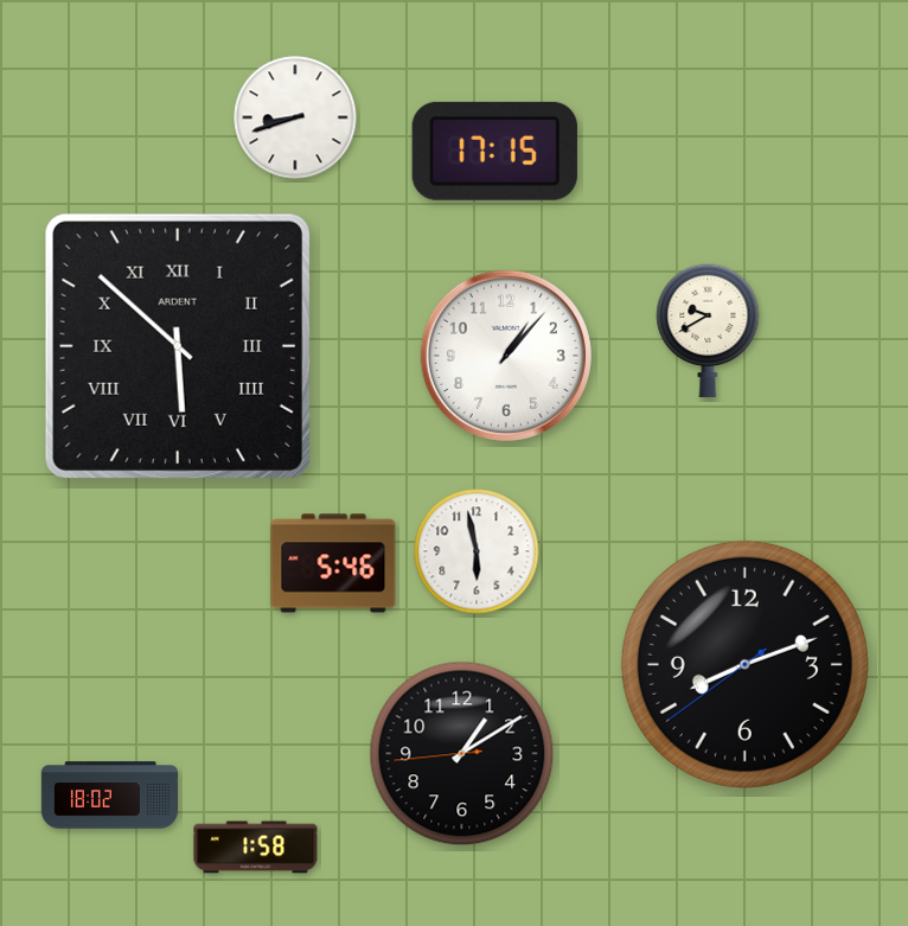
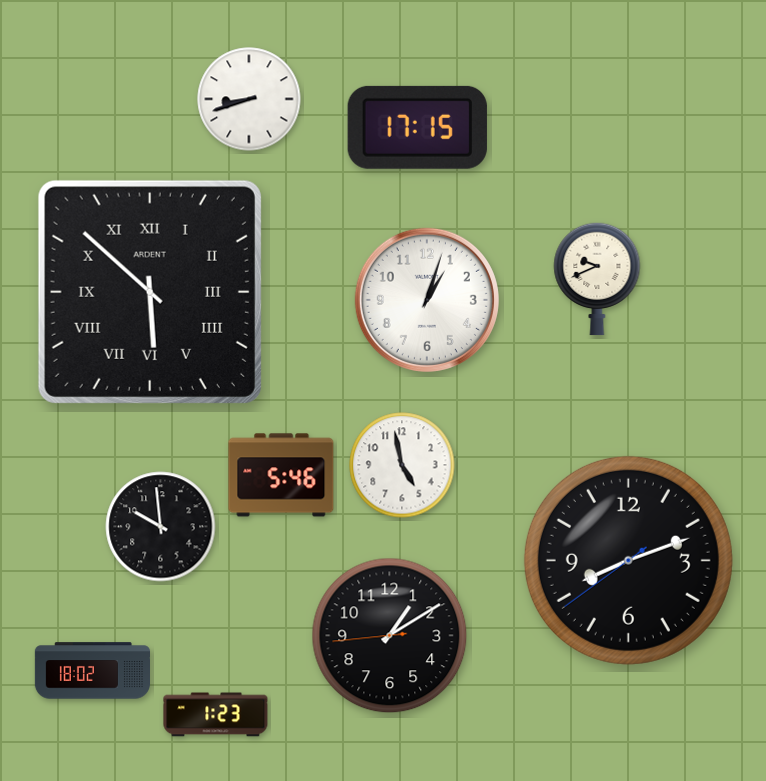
clock at (708, 331): 9:40 -> 9:41
clock at (506, 356): 1:07 -> 1:03
clock at (477, 551): 5:58 -> 4:58
clock at (161, 527): none -> 9:59
clock at (256, 848): 1:58 -> 1:23
